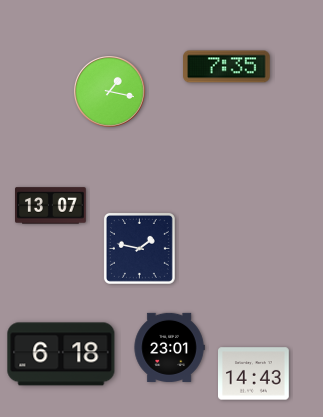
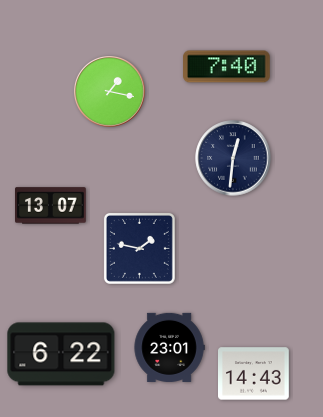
clock at (227, 67): 7:35 -> 7:40
clock at (233, 158): none -> 12:31
clock at (61, 354): 6:18 -> 6:22
